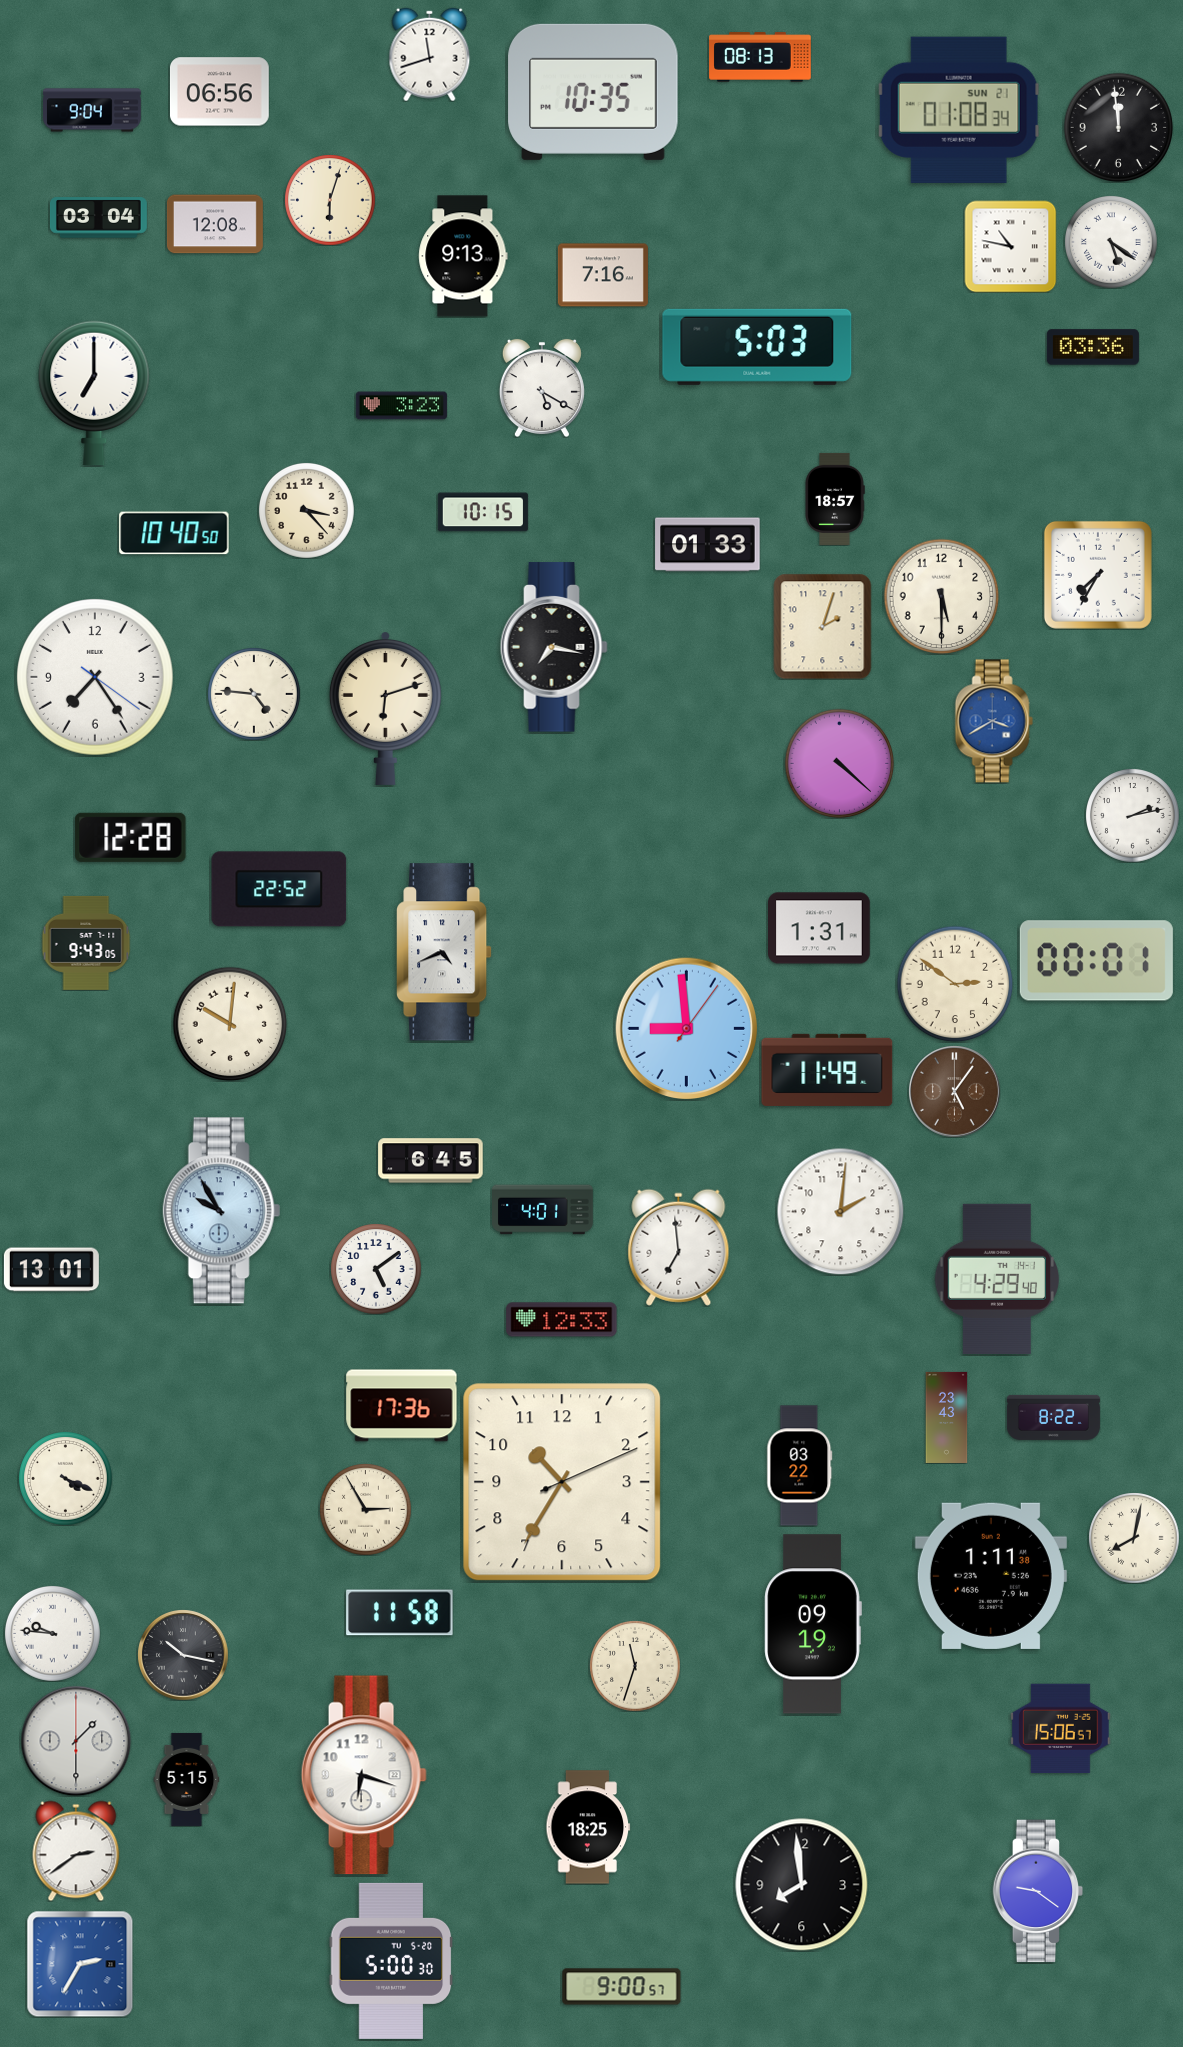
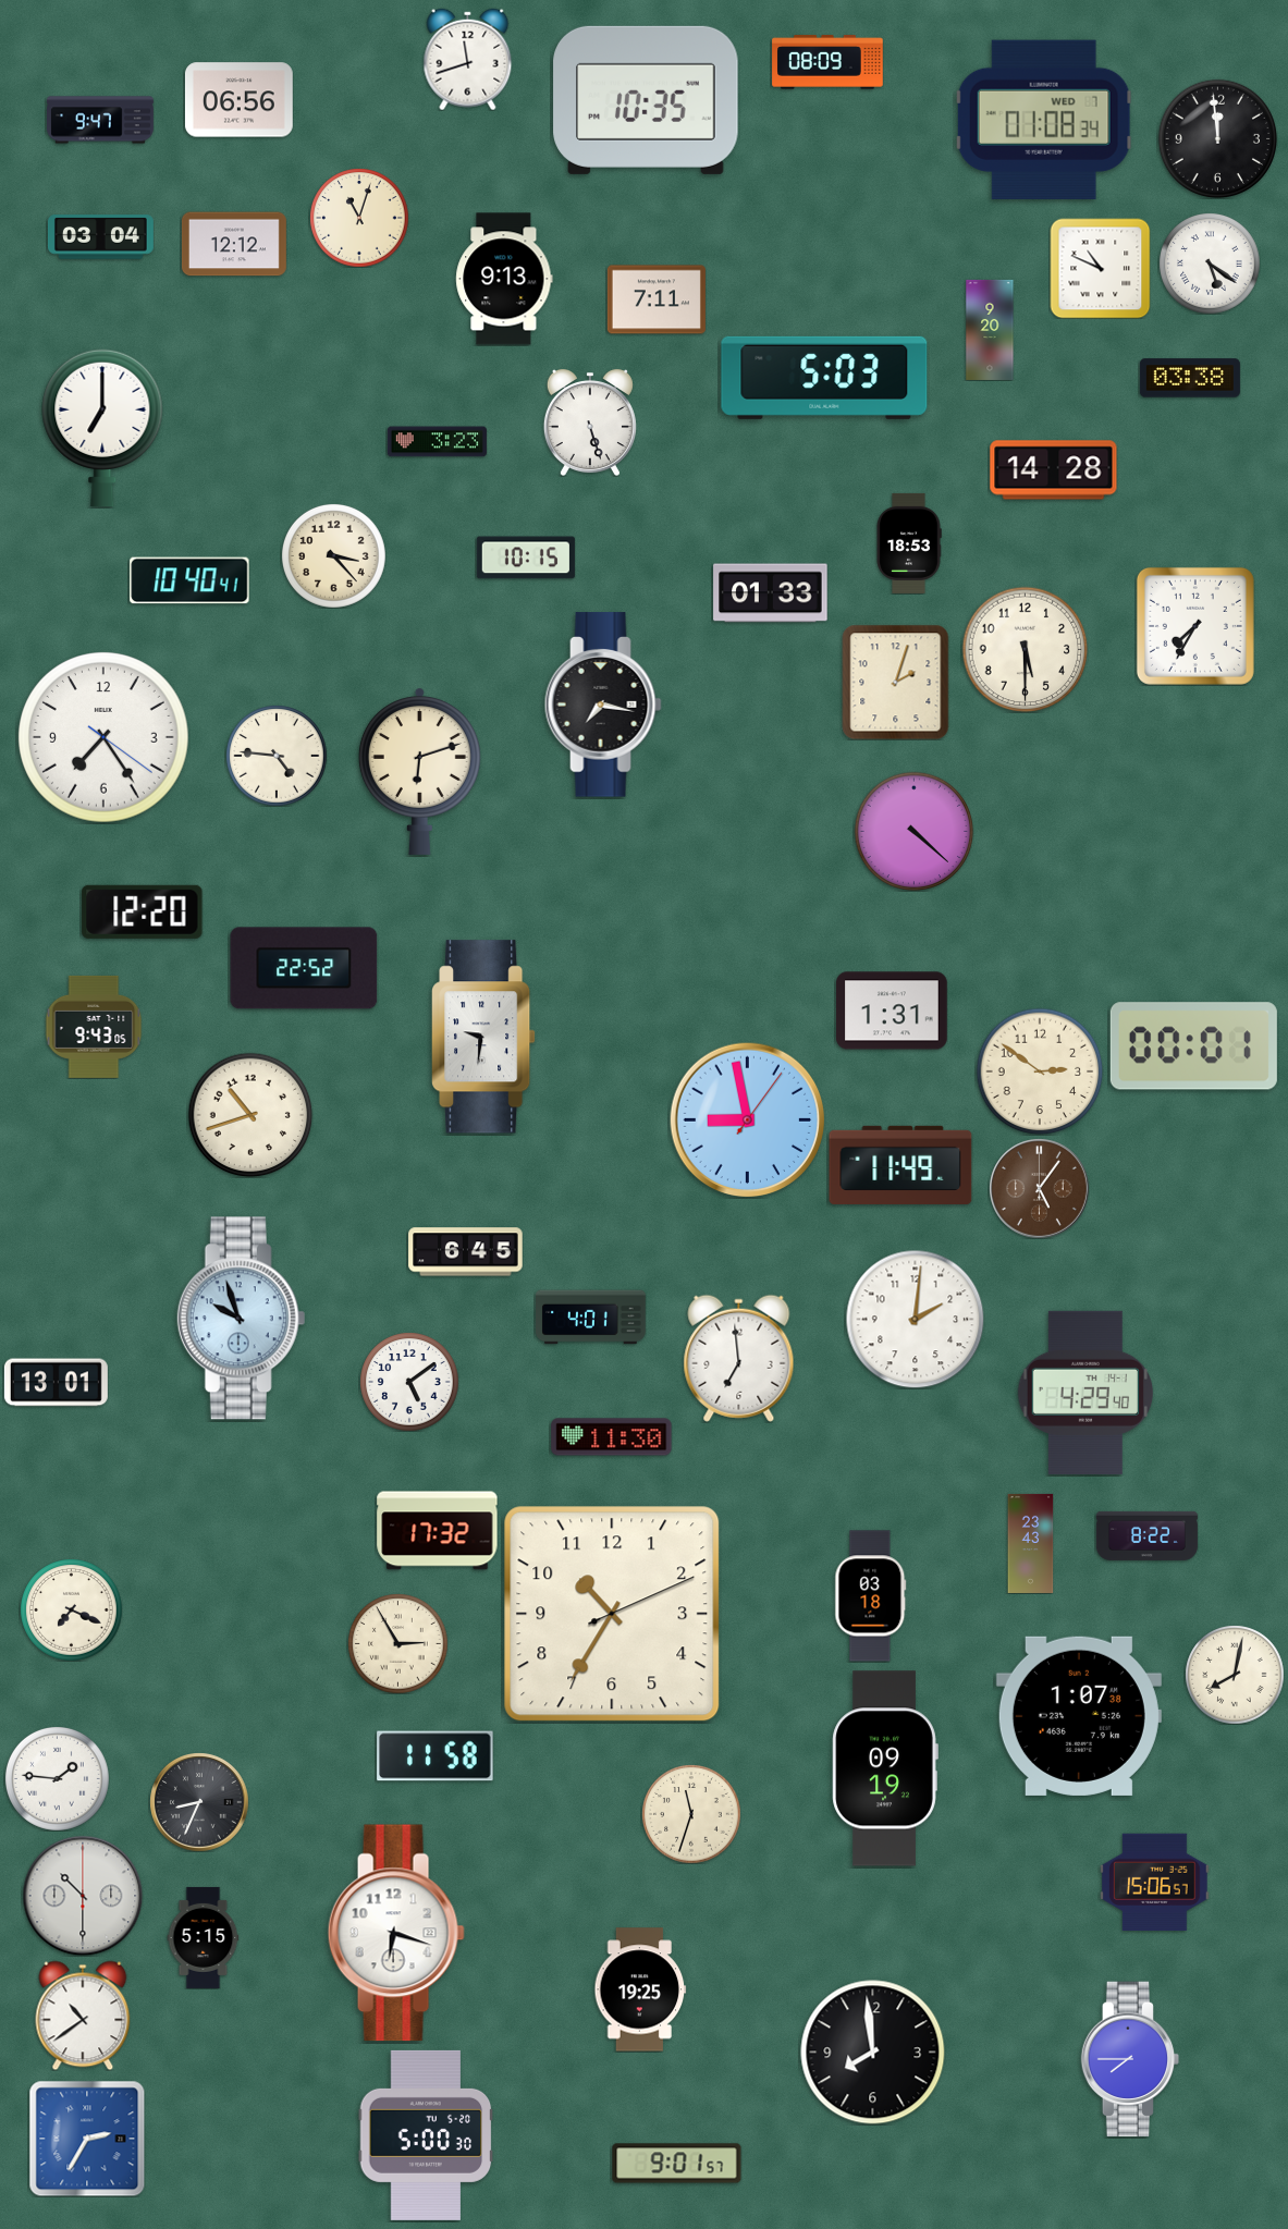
clock at (760, 57): 08:13 -> 08:09
clock at (93, 110): 9:04 -> 9:47
clock at (959, 110) date: SUN 21 -> WED 7
clock at (330, 200): 6:03 -> 11:03
clock at (98, 218) position: (98, 218) -> (100, 237)
clock at (215, 224): 12:08 -> 12:12
clock at (1010, 246): 10:47 -> 10:49
clock at (603, 275): 7:16 -> 7:11
clock at (990, 330): none -> 9:20
clock at (1093, 347): 03:36 -> 03:38
clock at (542, 388): 5:20 -> 5:27
clock at (1054, 470): none -> 14:28
clock at (835, 499): 18:57 -> 18:53
clock at (174, 533): 10:40:50 -> 10:40:41
clock at (994, 721): 3:40 -> none
clock at (1133, 816): 2:13 -> none
clock at (131, 837): 12:28 -> 12:20
clock at (445, 952): 4:41 -> 9:31
clock at (230, 1024): 10:01 -> 10:42
clock at (686, 1028): 8:59 -> 8:58
clock at (431, 1161) position: (431, 1161) -> (466, 1252)
clock at (222, 1211): 9:55 -> 9:57
clock at (562, 1320): 12:33 -> 11:30
clock at (402, 1406): 17:36 -> 17:32
clock at (1053, 1417) position: (1053, 1417) -> (1146, 1535)
clock at (800, 1466): 03:22 -> 03:18
clock at (66, 1479): 4:19 -> 7:19
clock at (991, 1576): 1:11 -> 1:07
clock at (52, 1633): 9:46 -> 1:46
clock at (183, 1655): 10:17 -> 8:34
clock at (76, 1741): 1:30 -> 10:30
clock at (588, 1827): 18:25 -> 19:25
clock at (76, 1851): 2:39 -> 10:39
clock at (1038, 1891): 9:21 -> 7:45
clock at (622, 1987): 9:00 -> 9:01
